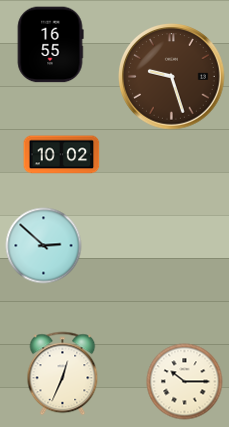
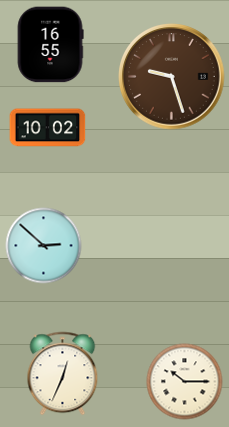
clock at (62, 155) position: (62, 155) -> (48, 128)
